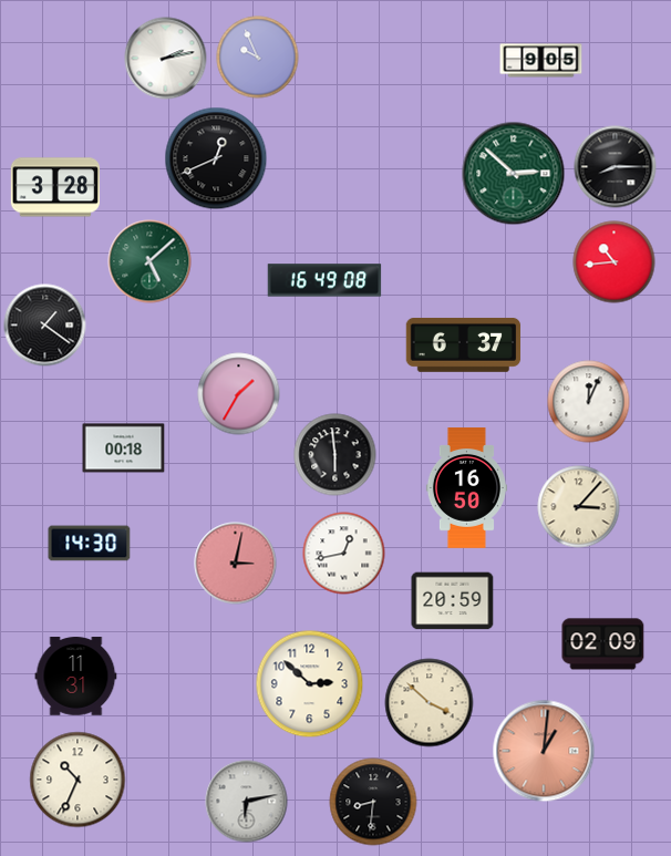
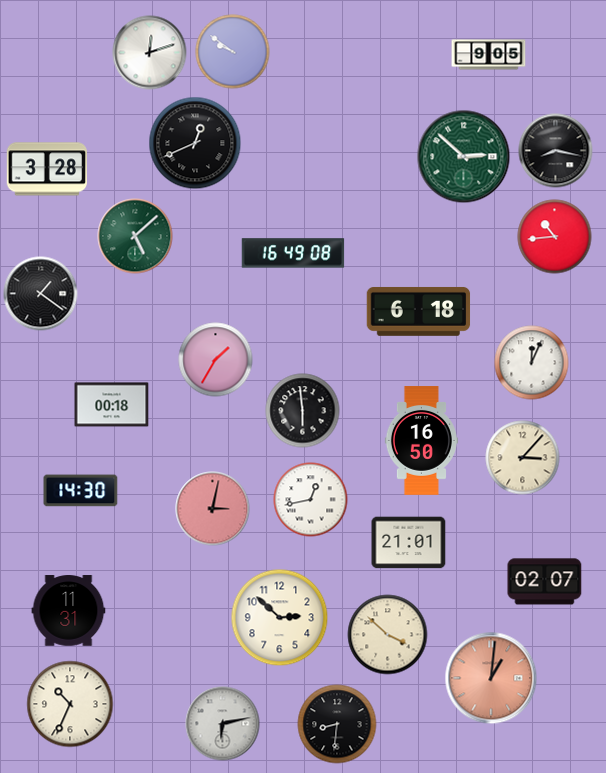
clock at (258, 58): 9:56 -> 9:51
clock at (166, 59): 2:13 -> 12:12
clock at (616, 167): 8:15 -> 8:17
clock at (54, 187) position: (54, 187) -> (46, 169)
clock at (464, 344): 6:37 -> 6:18
clock at (239, 394) position: (239, 394) -> (216, 360)
clock at (453, 601): 20:59 -> 21:01
clock at (603, 644): 02:09 -> 02:07
